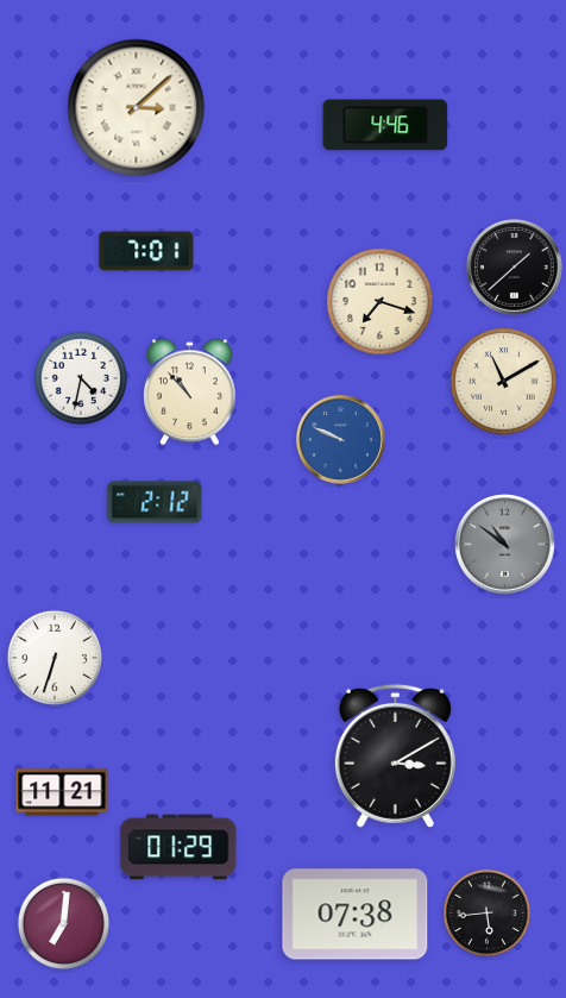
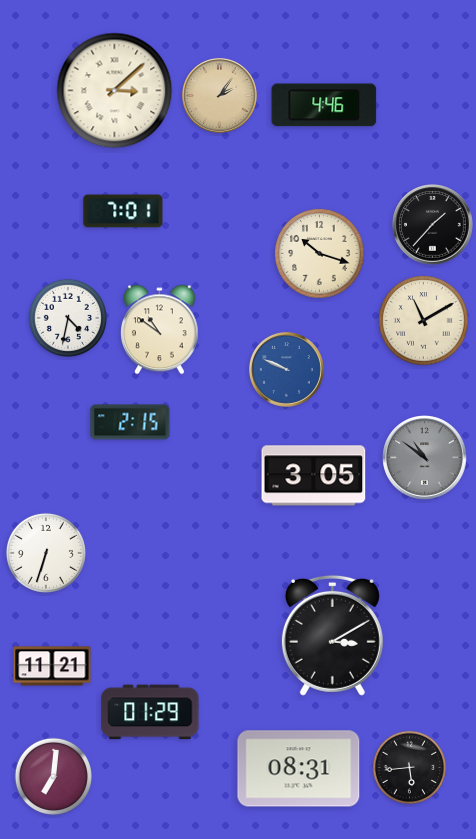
clock at (219, 95): none -> 2:06
clock at (515, 268): 1:38 -> 1:37
clock at (381, 302): 7:18 -> 10:18
clock at (190, 393): 10:53 -> 10:51
clock at (155, 502): 2:12 -> 2:15
clock at (314, 476): none -> 3:05
clock at (356, 915): 07:38 -> 08:31
